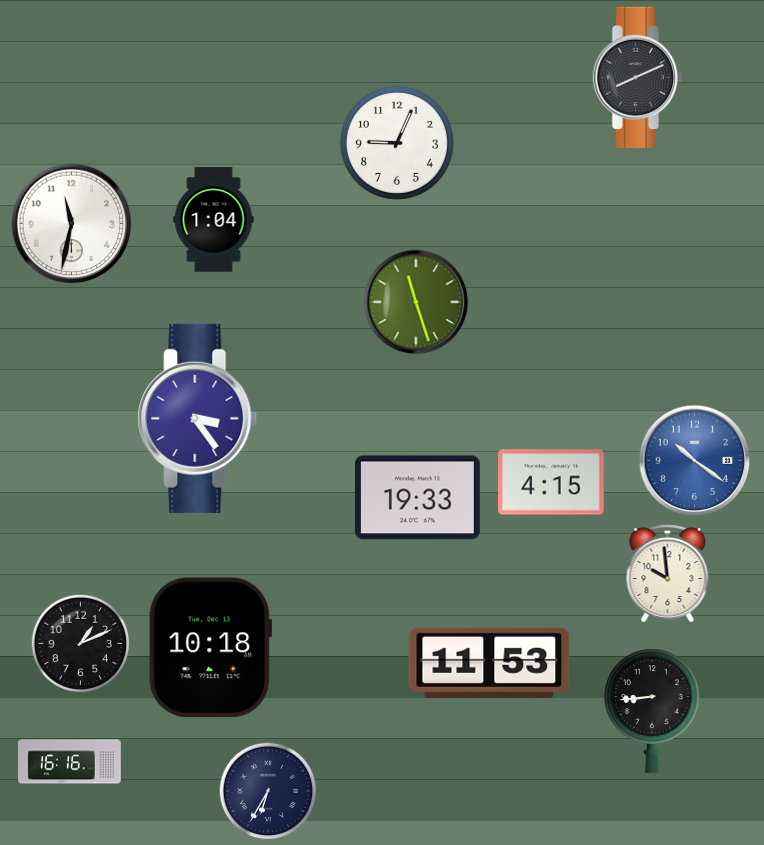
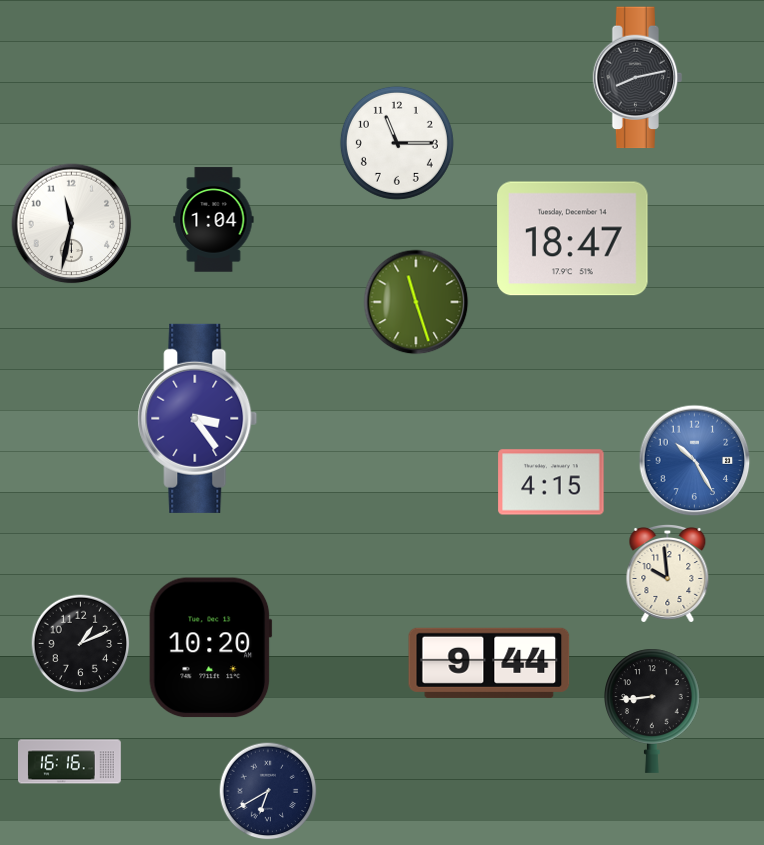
clock at (638, 78): 8:11 -> 8:13
clock at (397, 143): 9:04 -> 11:15
clock at (573, 239): none -> 18:47
clock at (695, 461): 10:21 -> 10:25
clock at (417, 498): 19:33 -> none
clock at (211, 648): 10:18 -> 10:20
clock at (489, 663): 11:53 -> 9:44
clock at (268, 791): 6:35 -> 6:40
